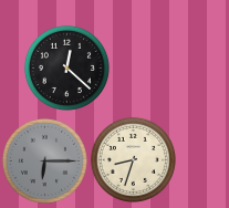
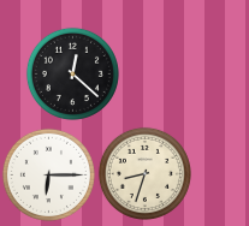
clock at (44, 160) dial: grey -> white
